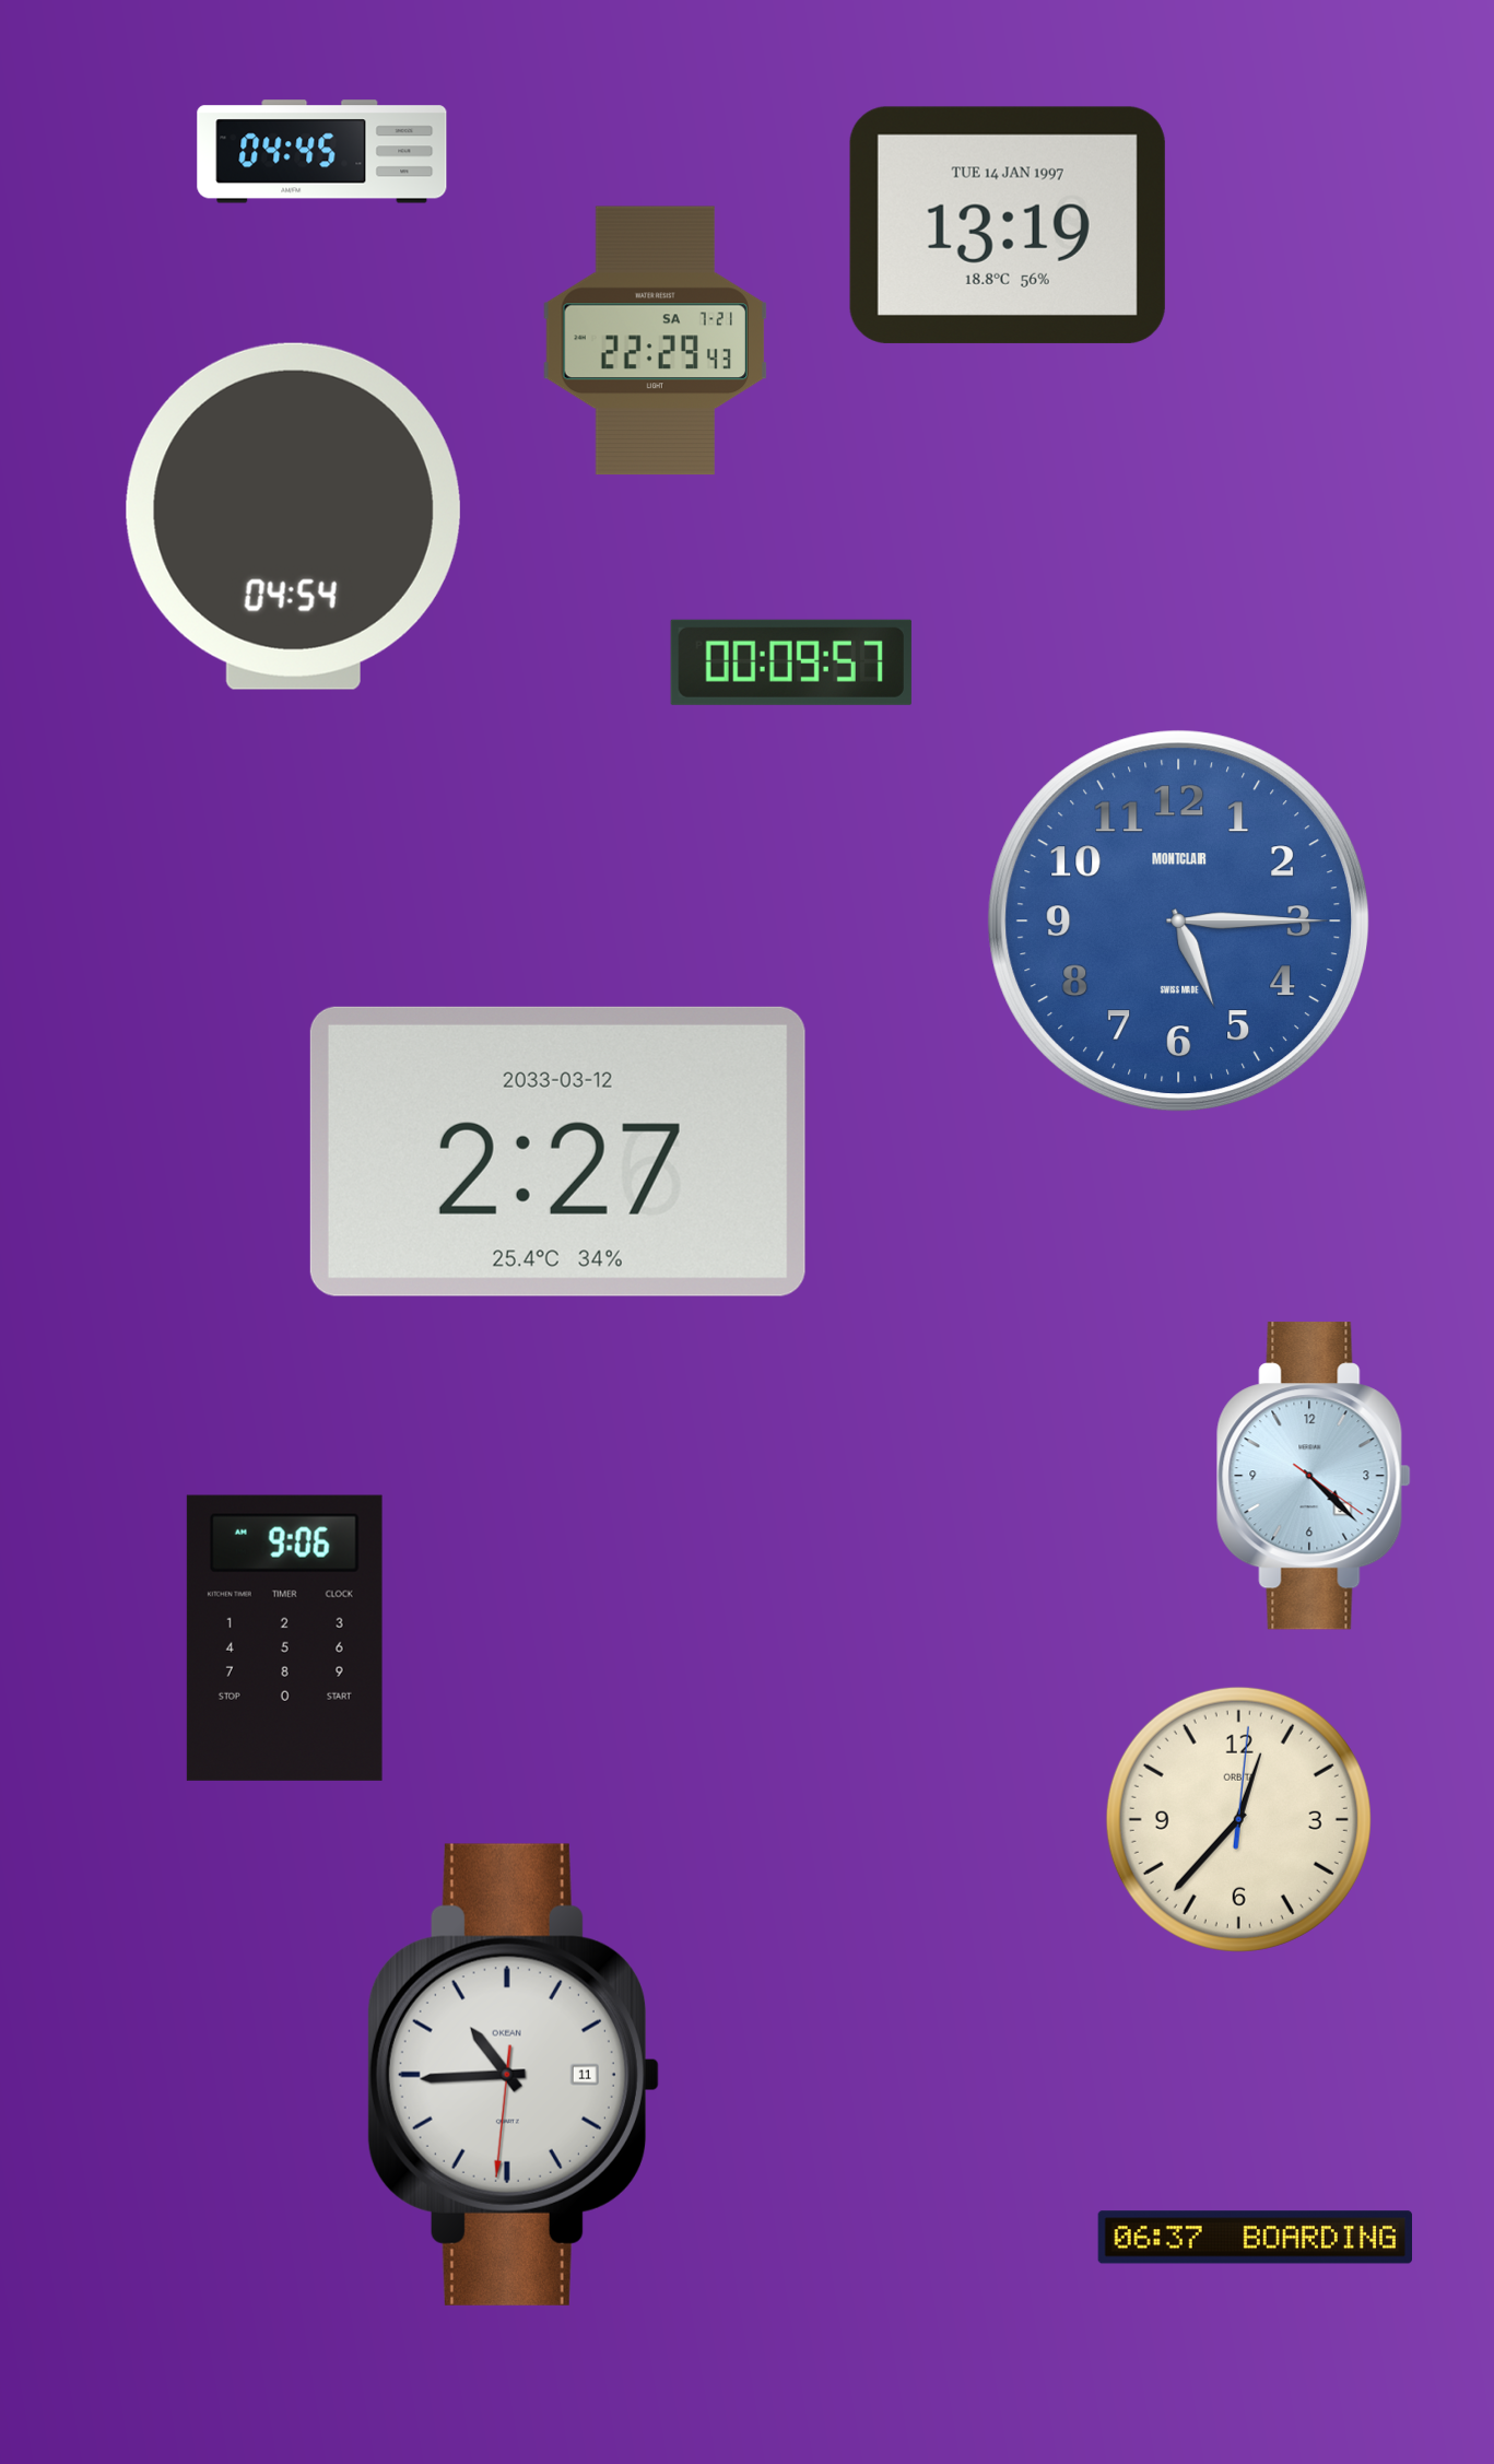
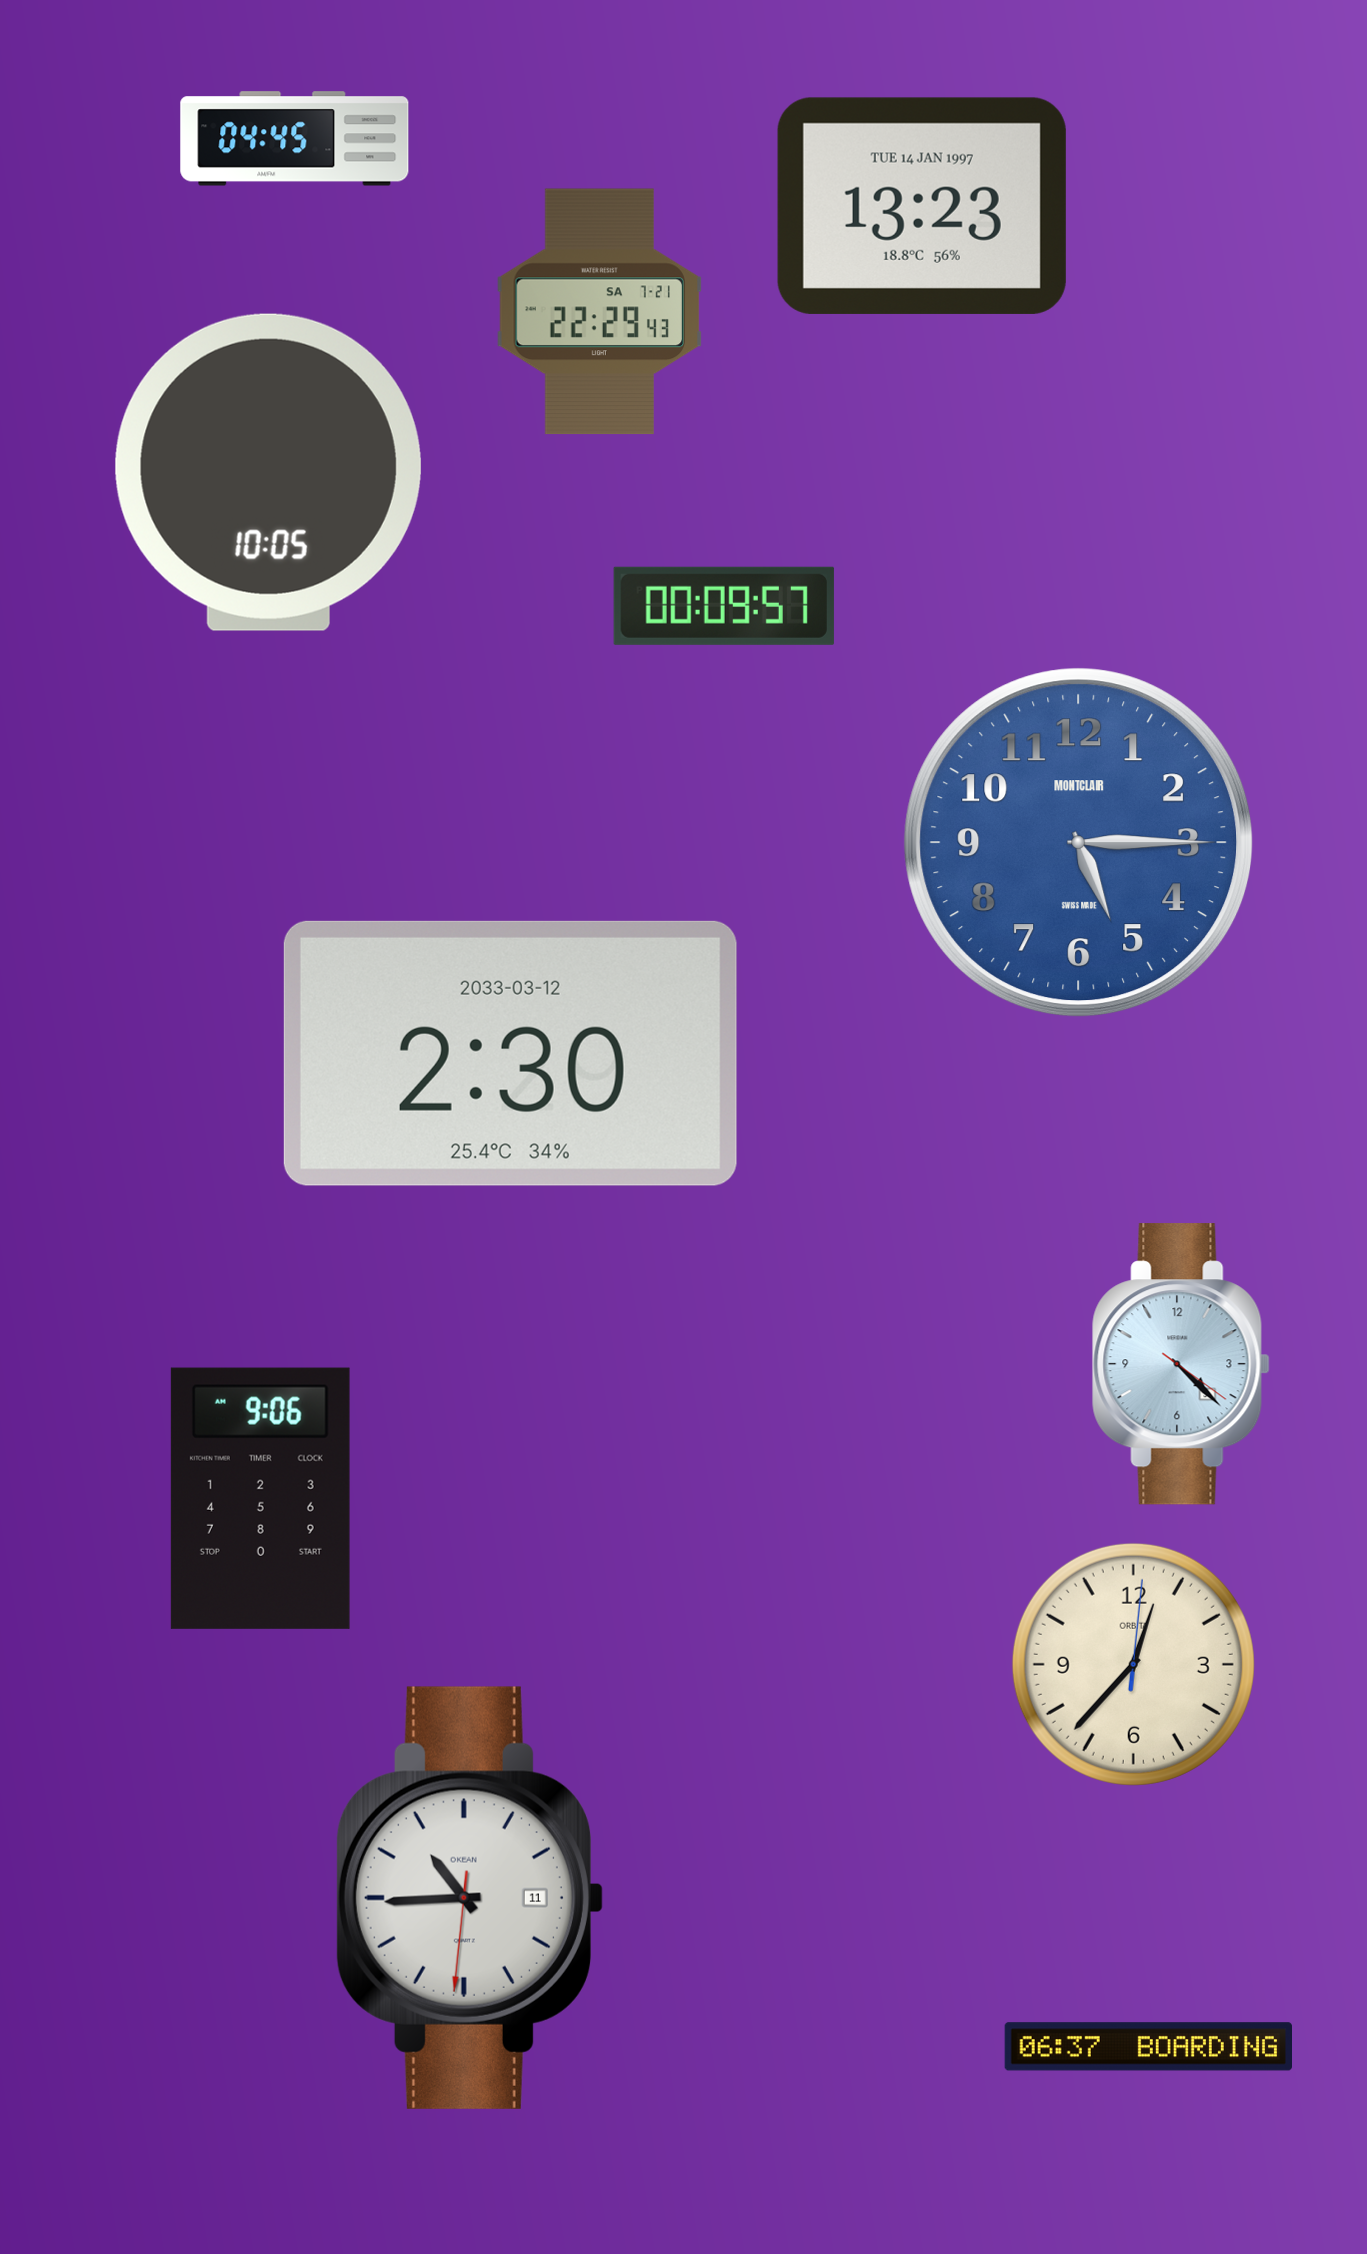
clock at (1008, 225): 13:19 -> 13:23
clock at (293, 516): 04:54 -> 10:05
clock at (557, 1151): 2:27 -> 2:30
clock at (1314, 1476) position: (1314, 1476) -> (1181, 1364)
